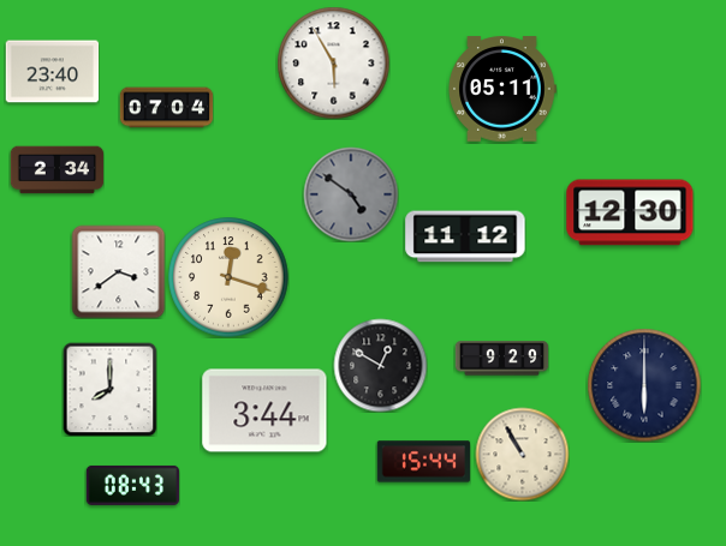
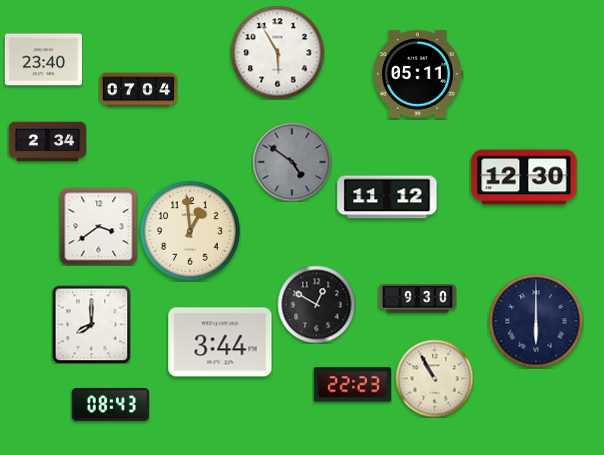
clock at (228, 277): 12:18 -> 12:59
clock at (501, 359): 9:29 -> 9:30
clock at (423, 462): 15:44 -> 22:23
